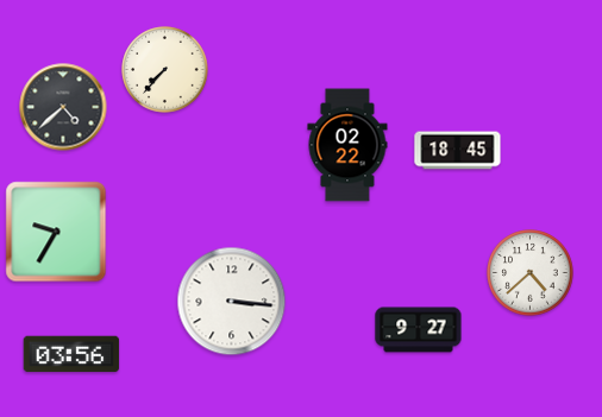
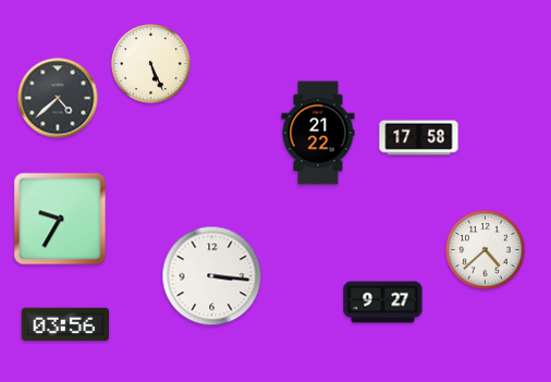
clock at (165, 70): 7:37 -> 5:26
clock at (347, 145): 02:22 -> 21:22
clock at (458, 151): 18:45 -> 17:58
clock at (56, 232) position: (56, 232) -> (60, 219)
